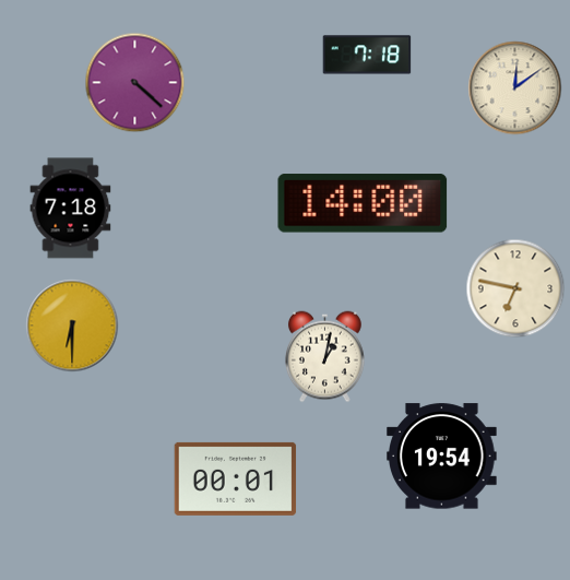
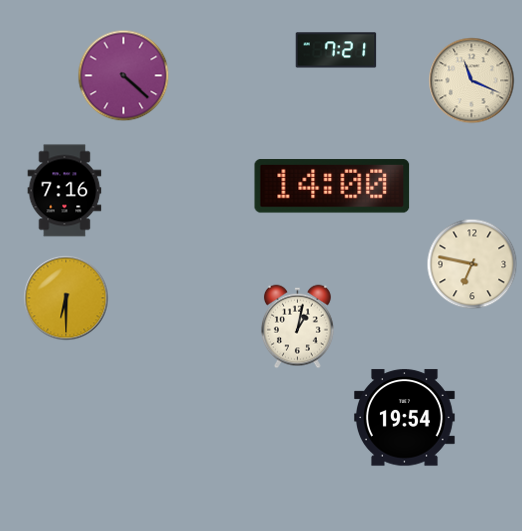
clock at (367, 55): 7:18 -> 7:21
clock at (515, 88): 12:09 -> 11:19
clock at (71, 209): 7:18 -> 7:16
clock at (236, 478): 00:01 -> none
